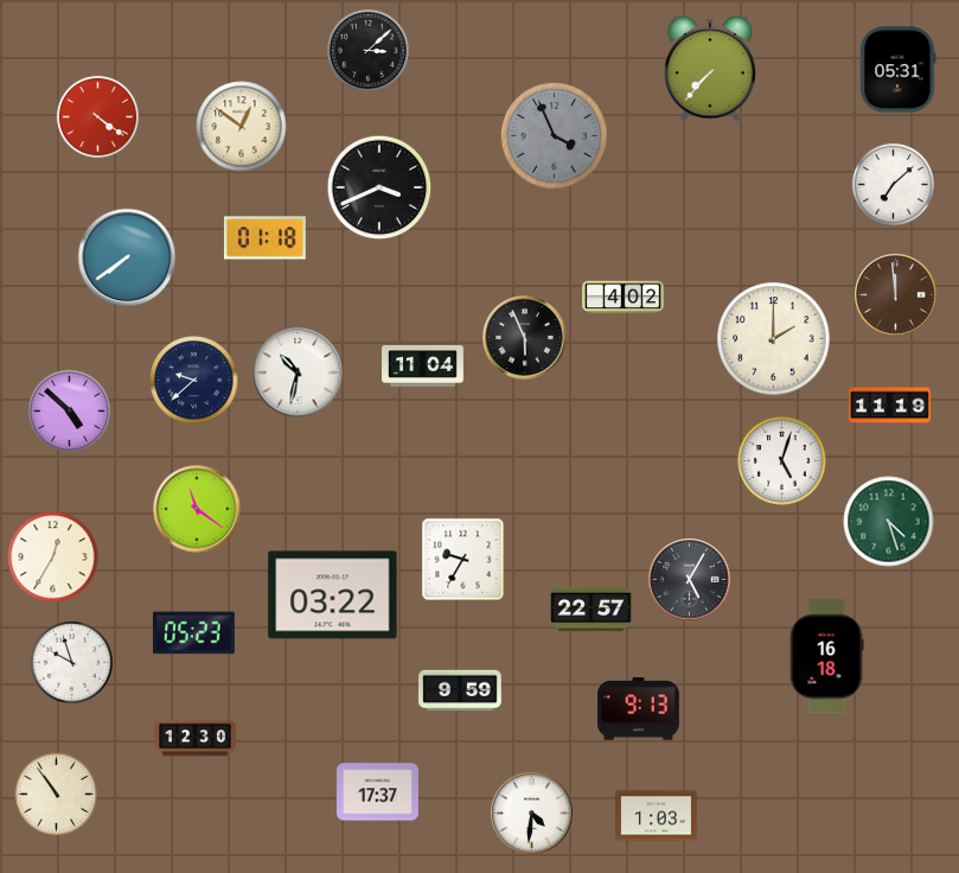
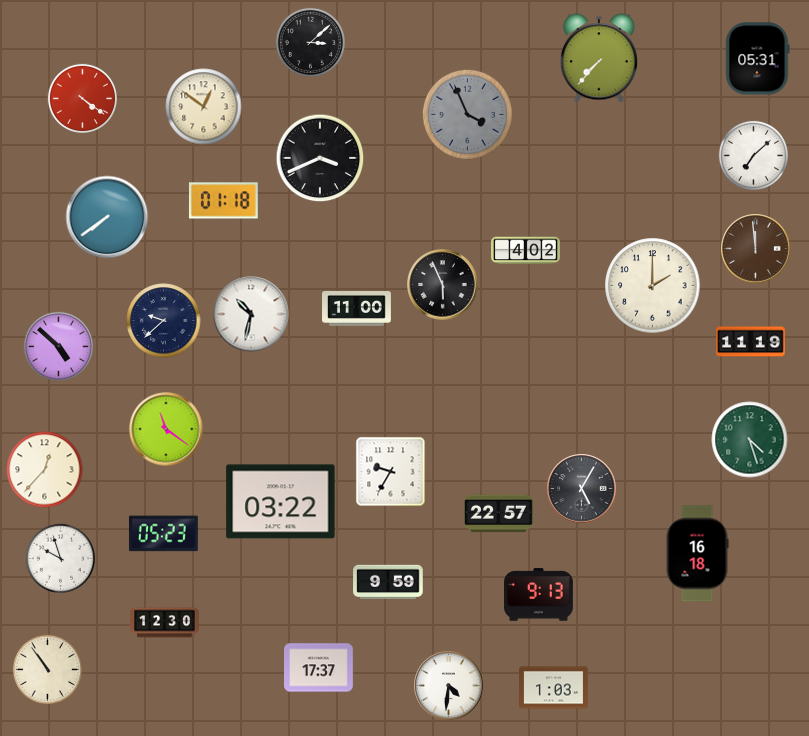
clock at (423, 367): 11:04 -> 11:00
clock at (782, 461): 5:03 -> none
clock at (53, 557): 12:35 -> 12:37
clock at (639, 709) position: (639, 709) -> (539, 595)
